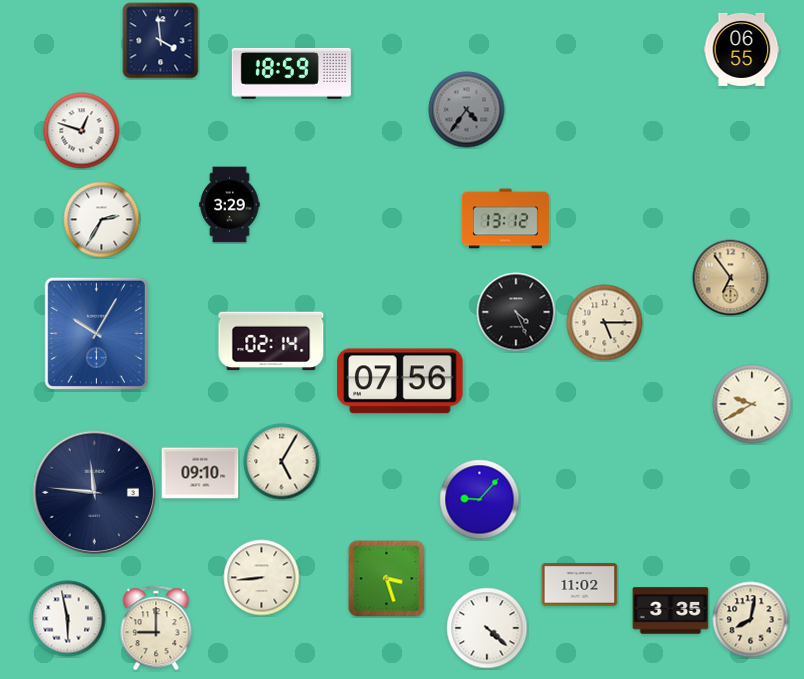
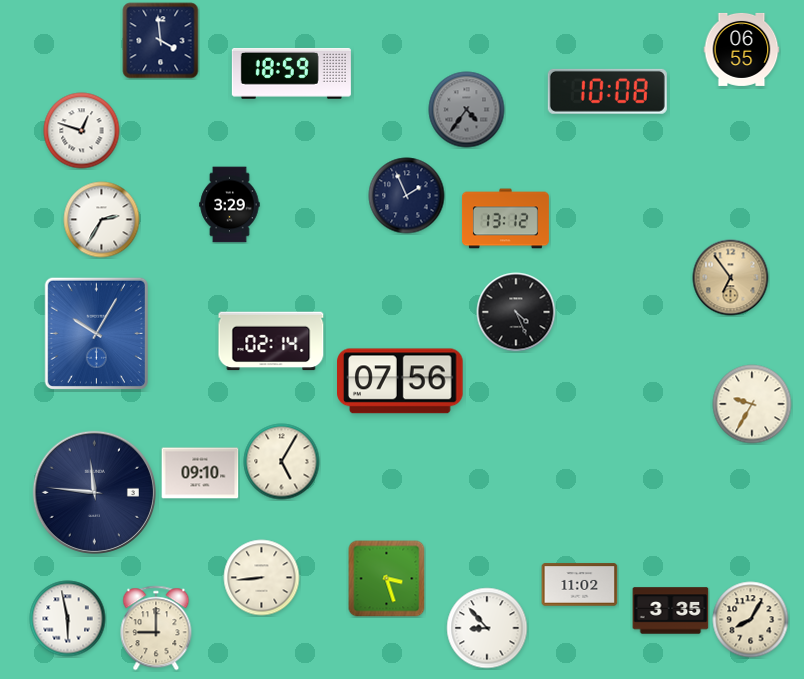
clock at (607, 91): none -> 10:08
clock at (407, 196): none -> 1:56
clock at (605, 323): 5:15 -> none
clock at (752, 404): 9:40 -> 9:35
clock at (480, 500): 9:07 -> none
clock at (751, 620): 8:02 -> 8:05
clock at (487, 628): 4:22 -> 8:53
